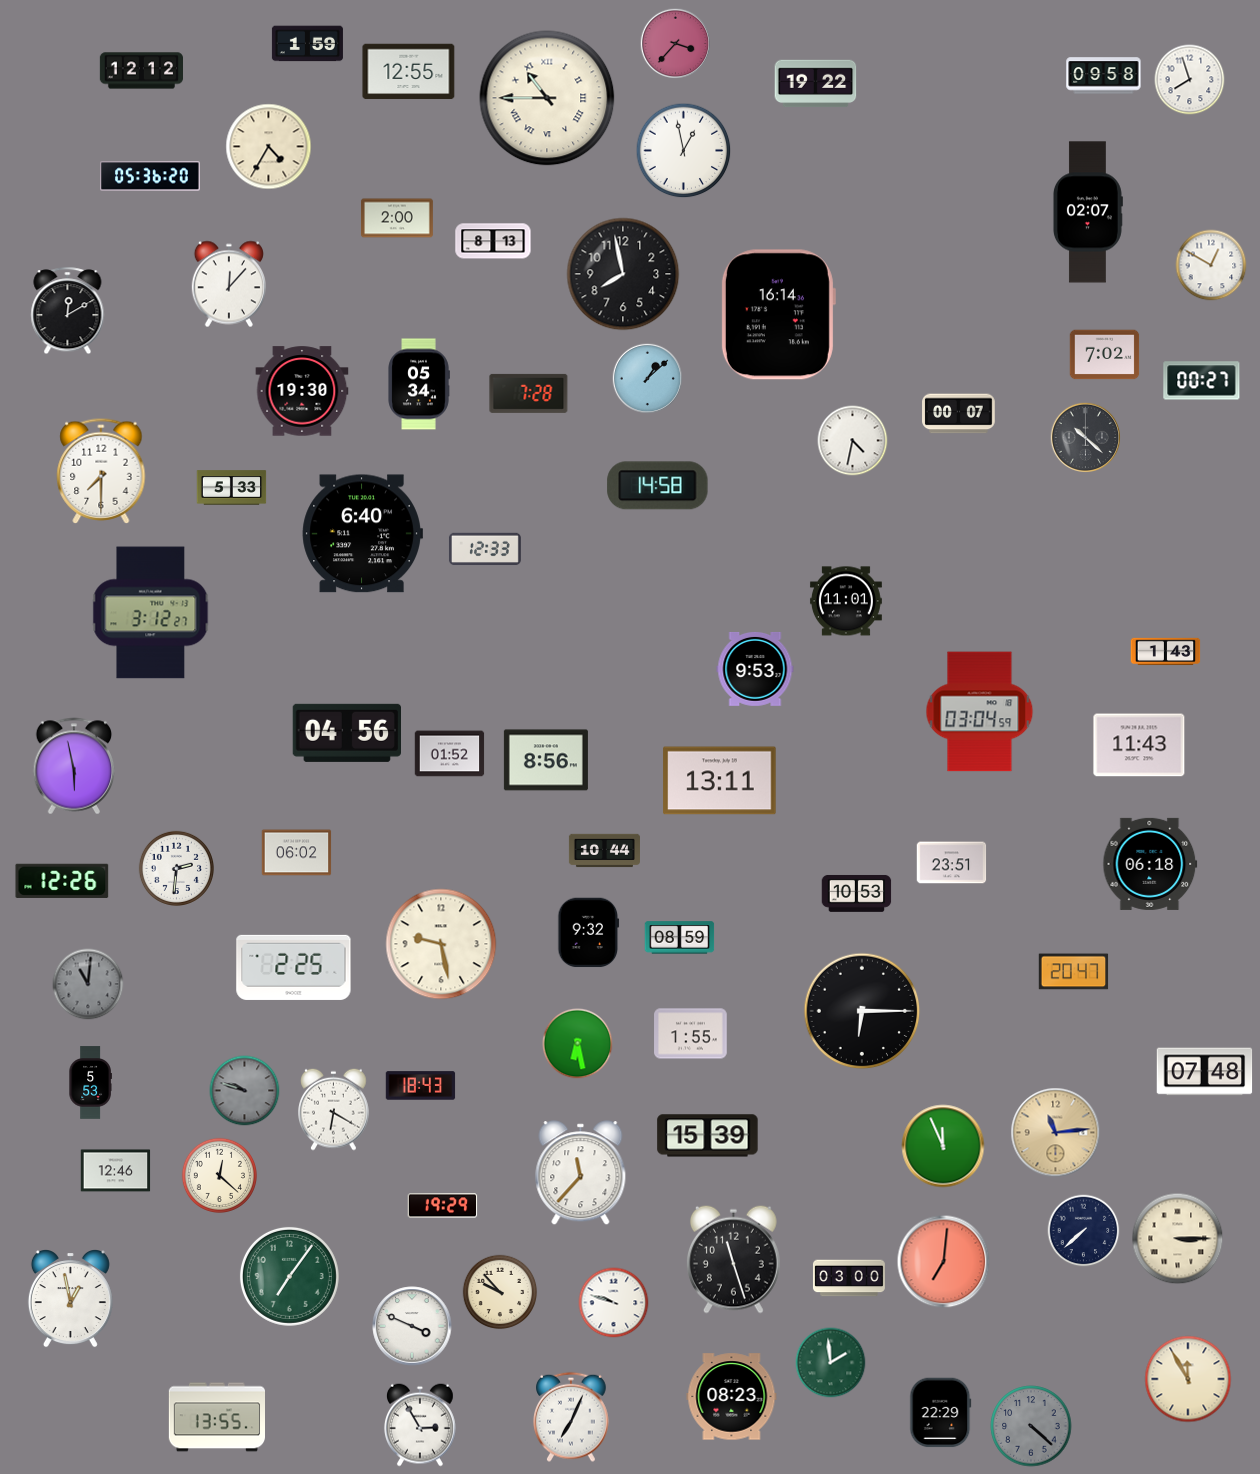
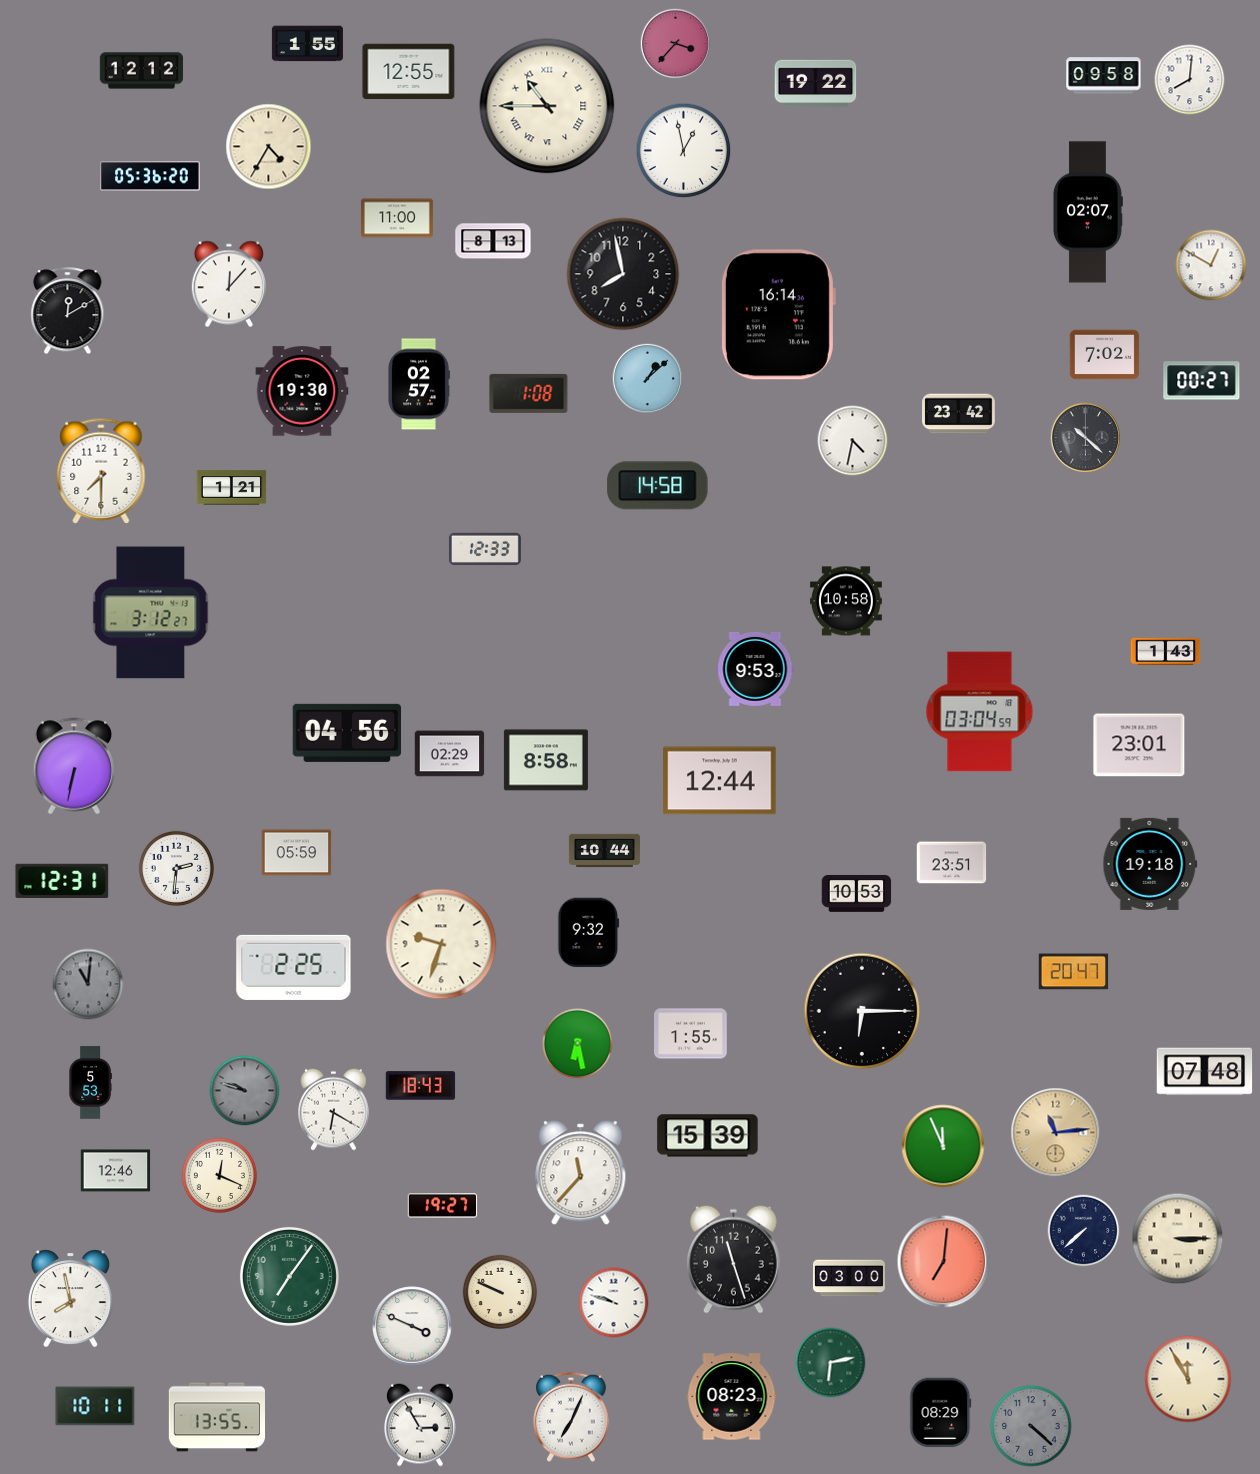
clock at (307, 44): 1:59 -> 1:55
clock at (1190, 80): 7:57 -> 8:01
clock at (547, 98) position: (547, 98) -> (547, 106)
clock at (397, 218): 2:00 -> 11:00
clock at (419, 384): 05:34 -> 02:57
clock at (529, 393): 7:28 -> 1:08
clock at (959, 414): 00:07 -> 23:42
clock at (232, 488): 5:33 -> 1:21
clock at (362, 534): 6:40 -> none
clock at (846, 601): 11:01 -> 10:58
clock at (1139, 745): 11:43 -> 23:01
clock at (450, 754): 01:52 -> 02:29
clock at (546, 760): 8:56 -> 8:58
clock at (74, 766): 5:58 -> 6:32
clock at (720, 781): 13:11 -> 12:44
clock at (297, 853): 06:02 -> 05:59
clock at (1150, 864): 06:18 -> 19:18
clock at (62, 881): 12:26 -> 12:31
clock at (680, 938): 08:59 -> none
clock at (441, 944): 9:28 -> 9:33
clock at (219, 1175): 12:22 -> 12:19
clock at (443, 1206): 19:29 -> 19:27
clock at (500, 1292): 9:53 -> 9:49
clock at (70, 1299): 12:58 -> 7:58
clock at (831, 1363): 1:59 -> 6:13
clock at (95, 1406): none -> 10:11
clock at (941, 1413): 22:29 -> 08:29
